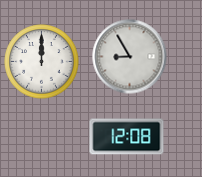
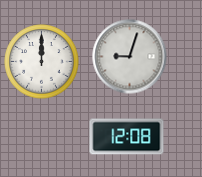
clock at (130, 57): 8:55 -> 9:03
